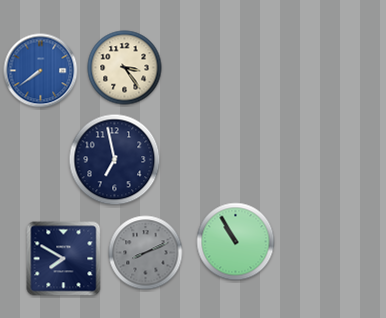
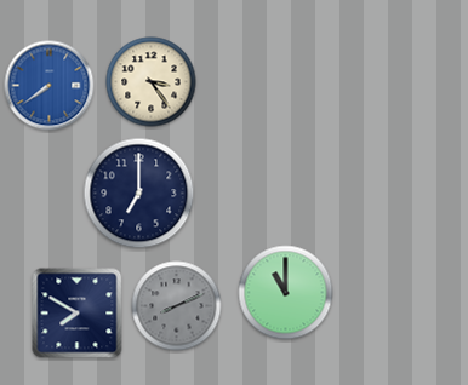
clock at (115, 160): 6:58 -> 7:00
clock at (236, 242): 10:55 -> 11:00
